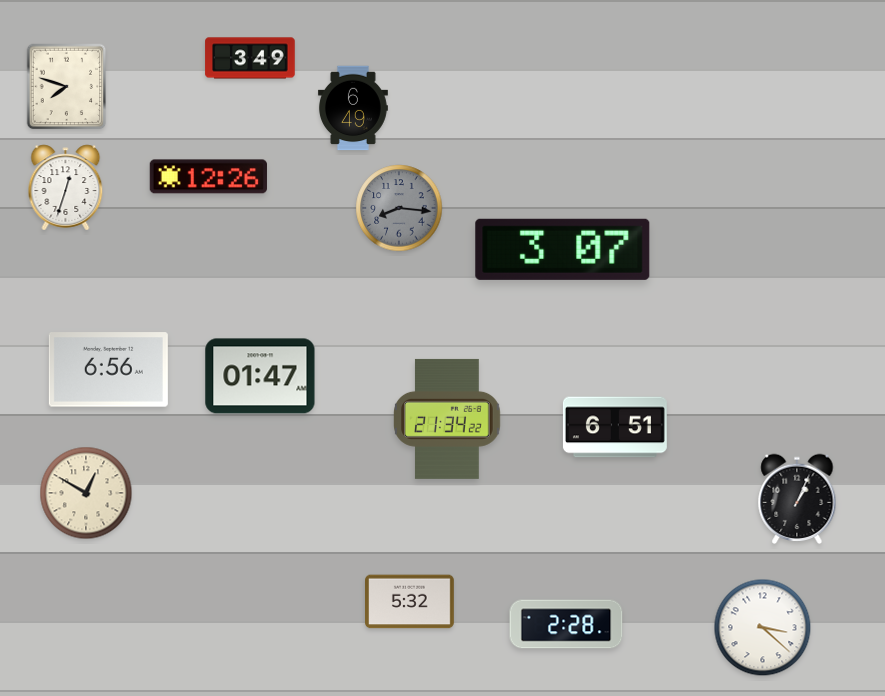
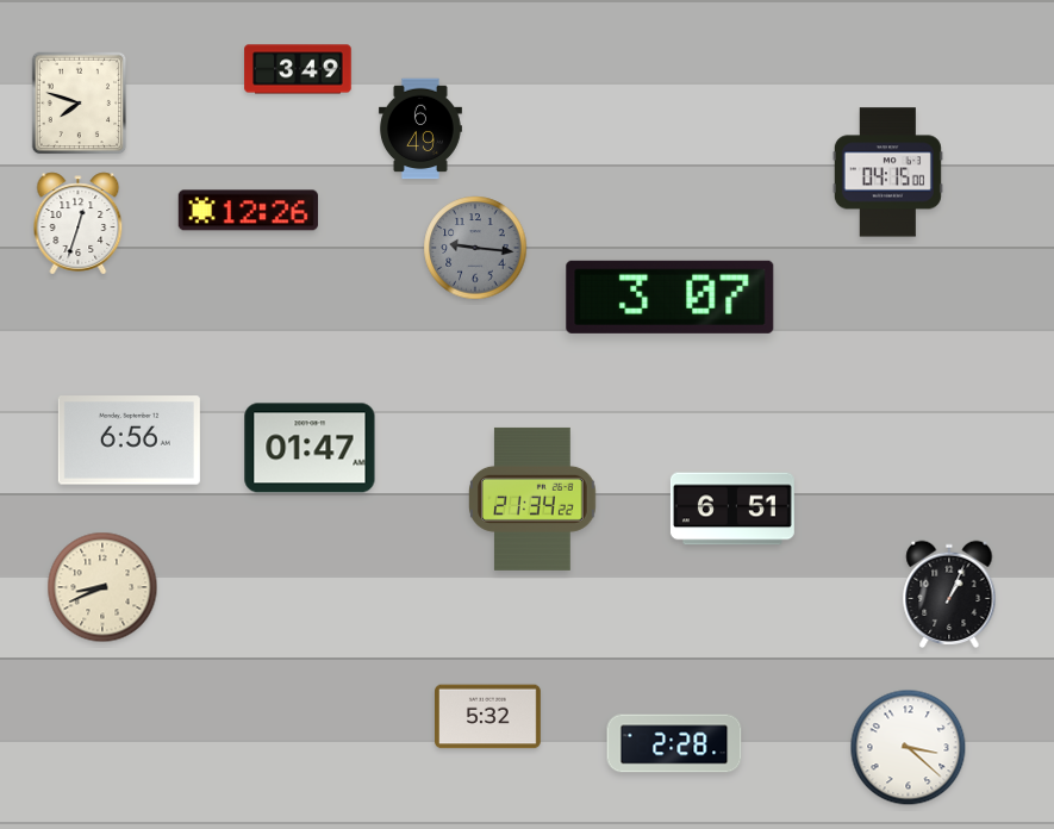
clock at (887, 173): none -> 04:15
clock at (399, 208): 8:16 -> 9:16
clock at (86, 493): 12:50 -> 8:41
